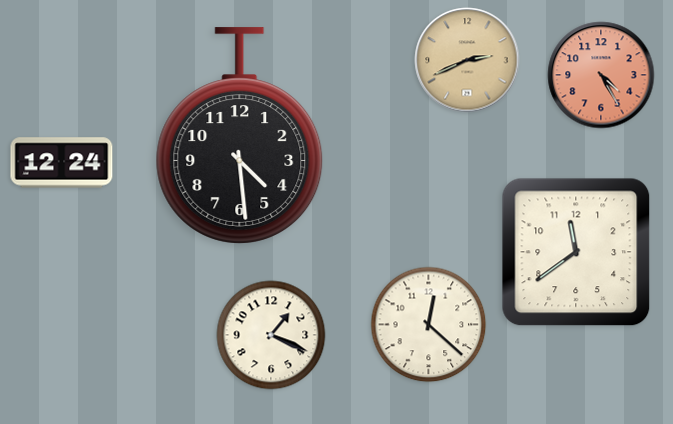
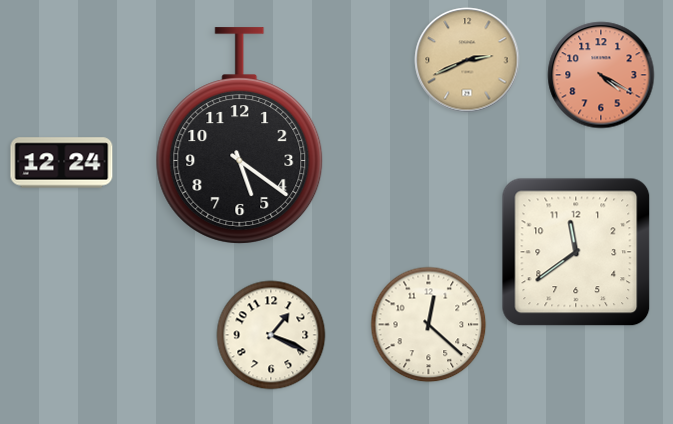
clock at (601, 75): 4:25 -> 4:20
clock at (240, 136): 4:29 -> 5:21
